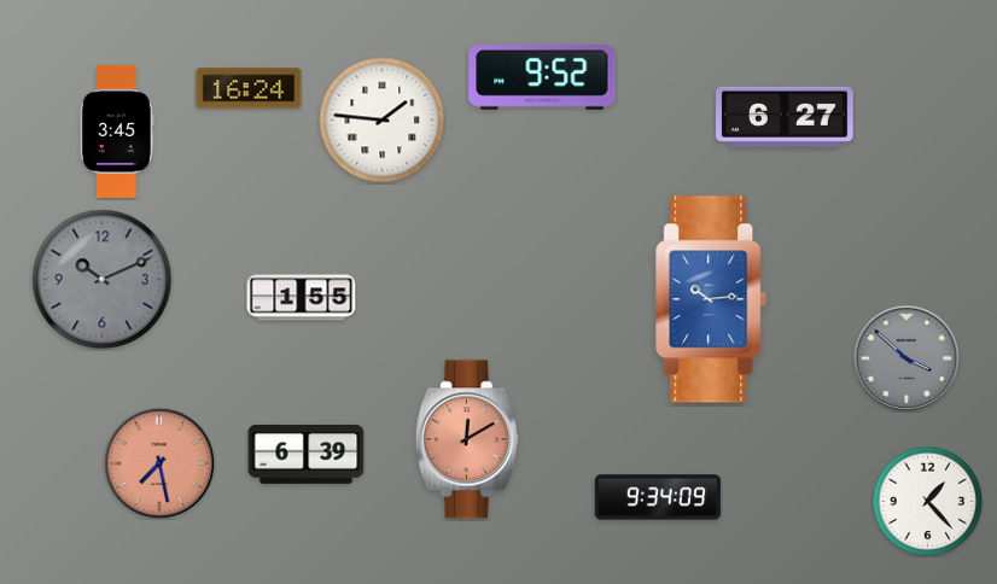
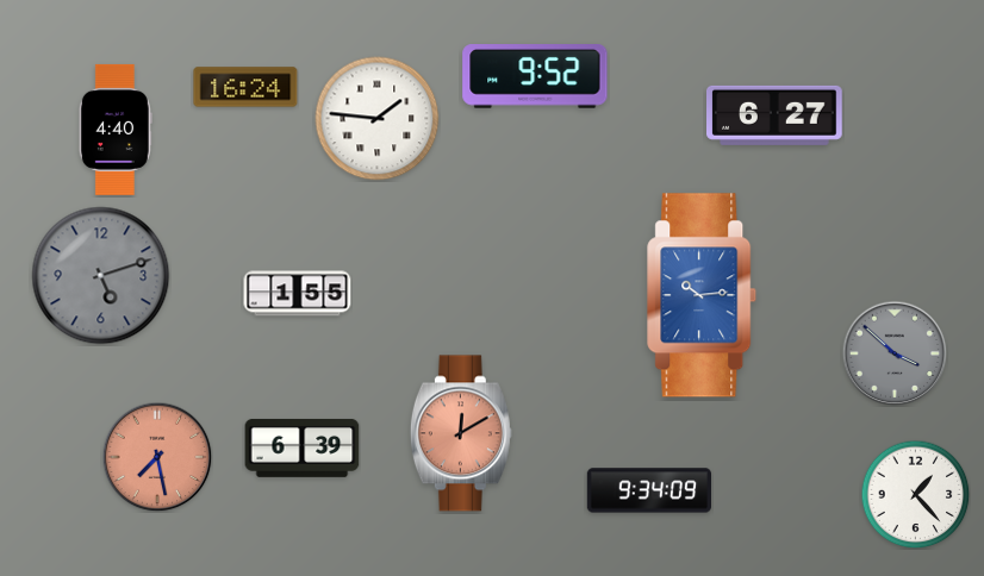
clock at (117, 132): 3:45 -> 4:40
clock at (103, 280): 10:11 -> 5:12
